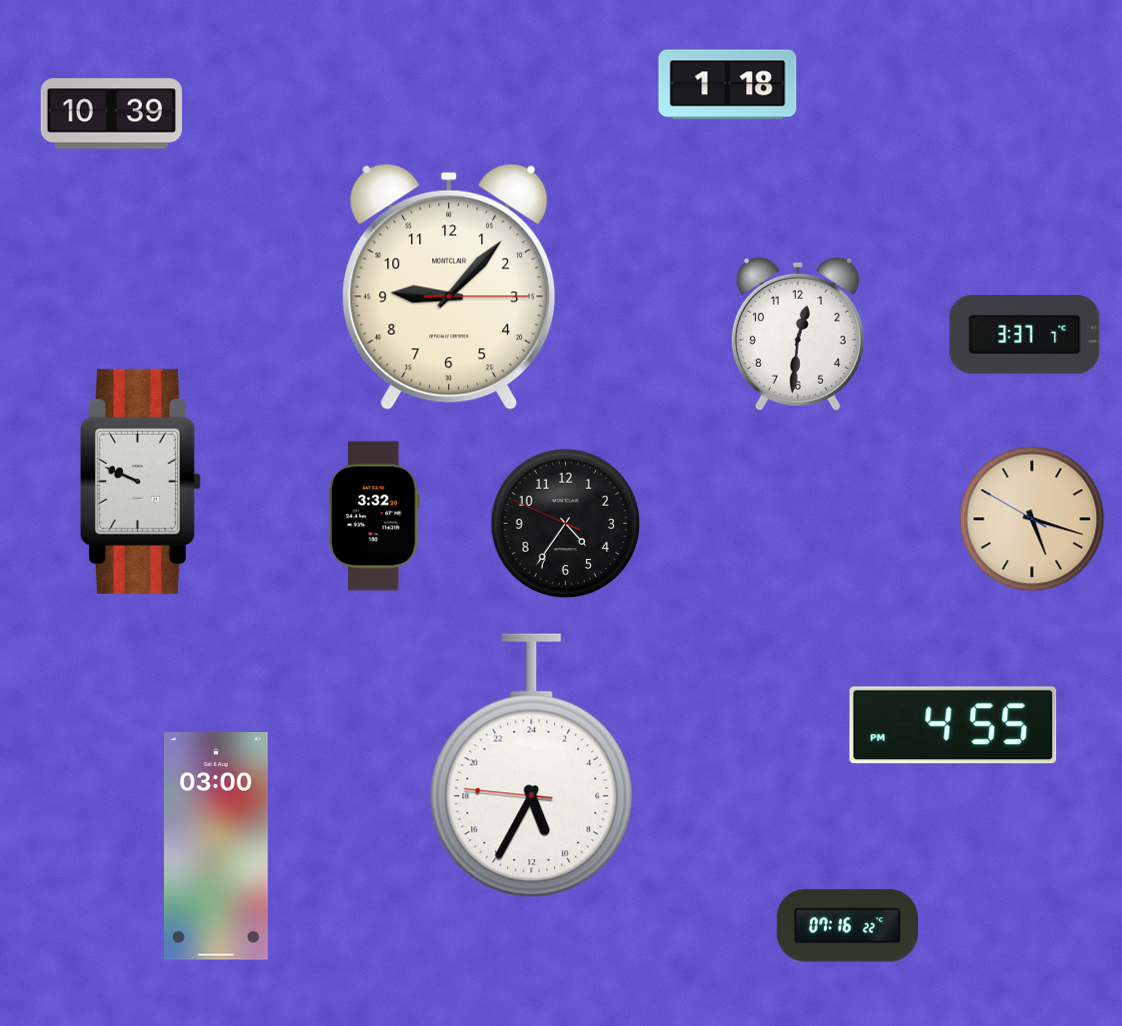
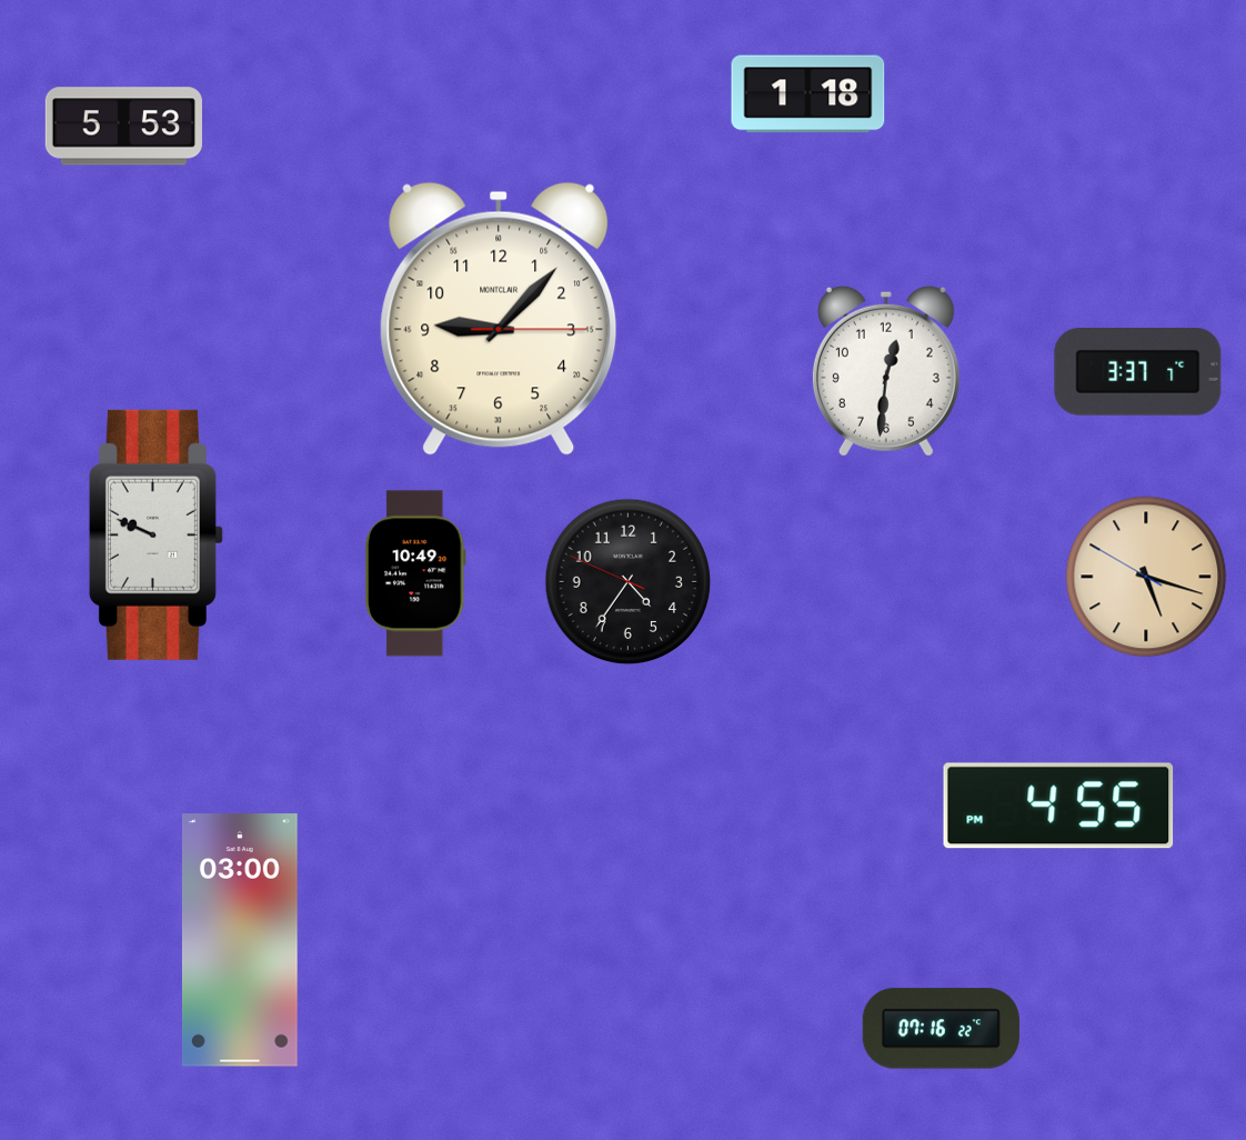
clock at (111, 114): 10:39 -> 5:53
clock at (374, 516): 3:32 -> 10:49
clock at (532, 766): 10:34 -> none
